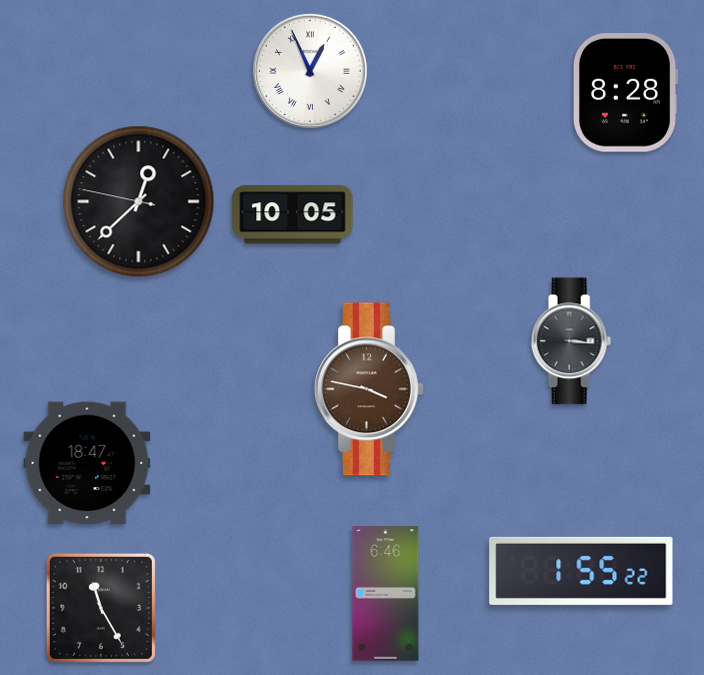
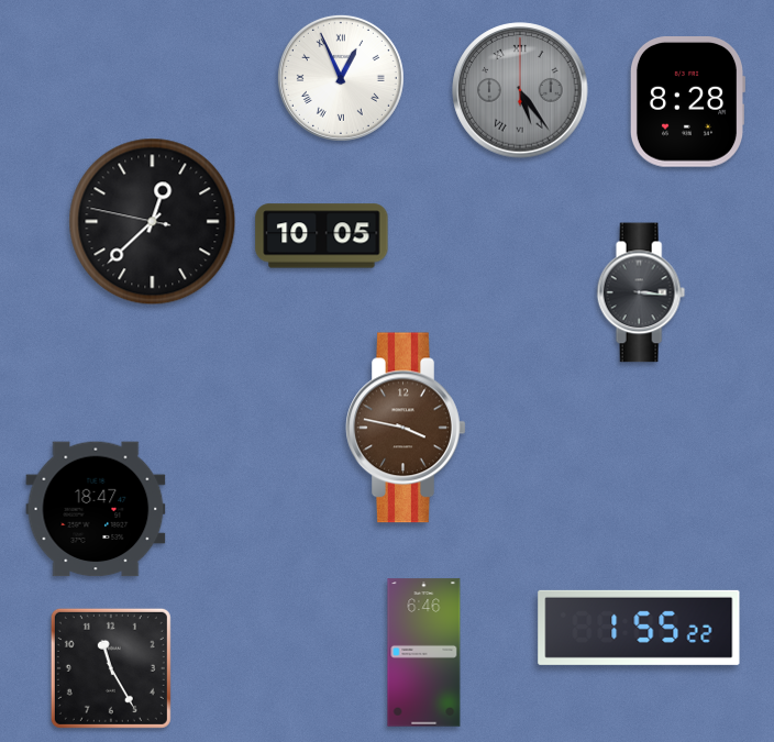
clock at (520, 90): none -> 5:24
clock at (571, 341) position: (571, 341) -> (641, 292)
